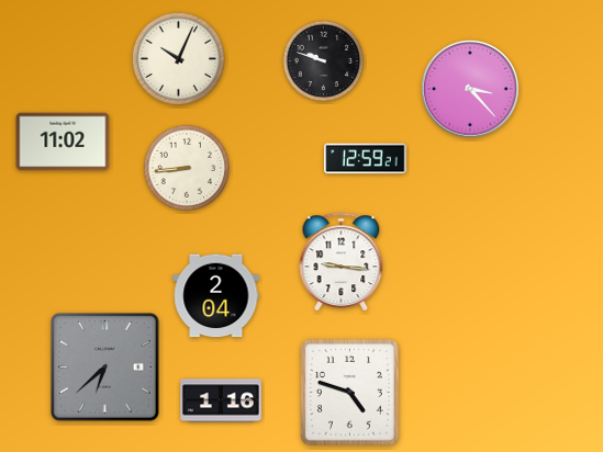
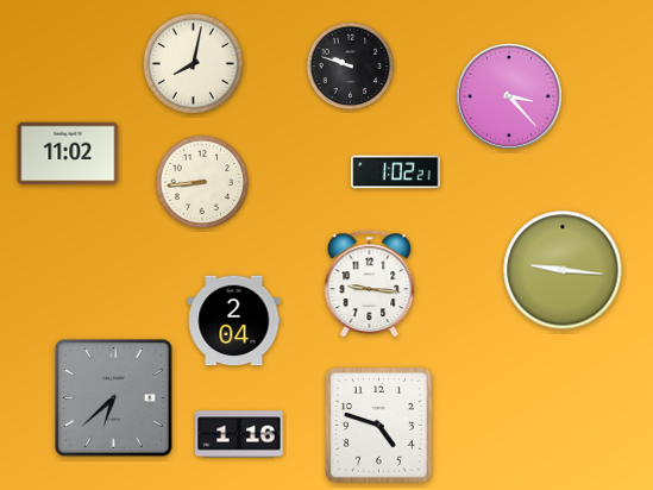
clock at (178, 58): 10:04 -> 8:02
clock at (366, 159): 12:59 -> 1:02
clock at (563, 270): none -> 9:16
